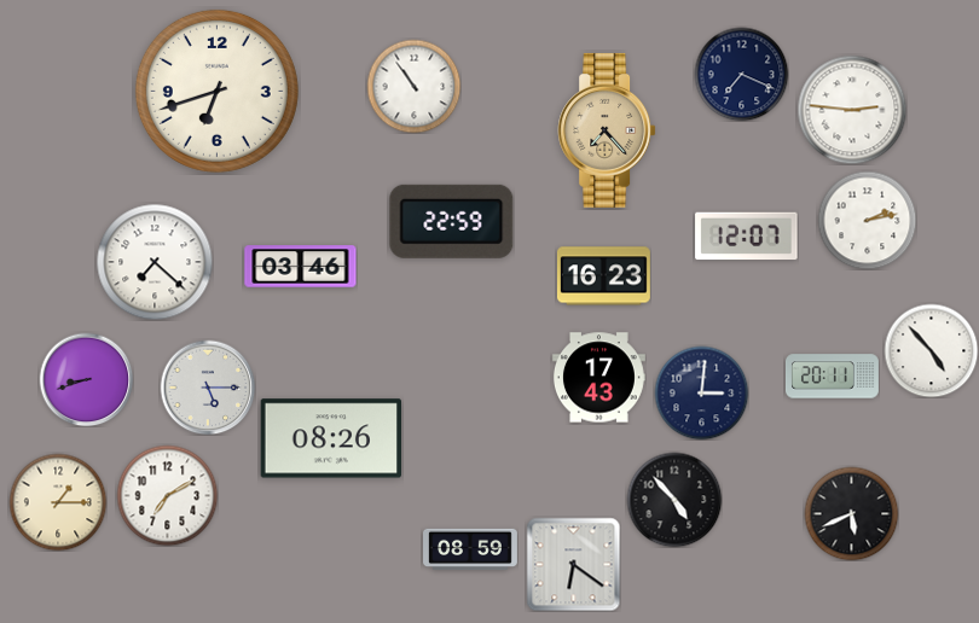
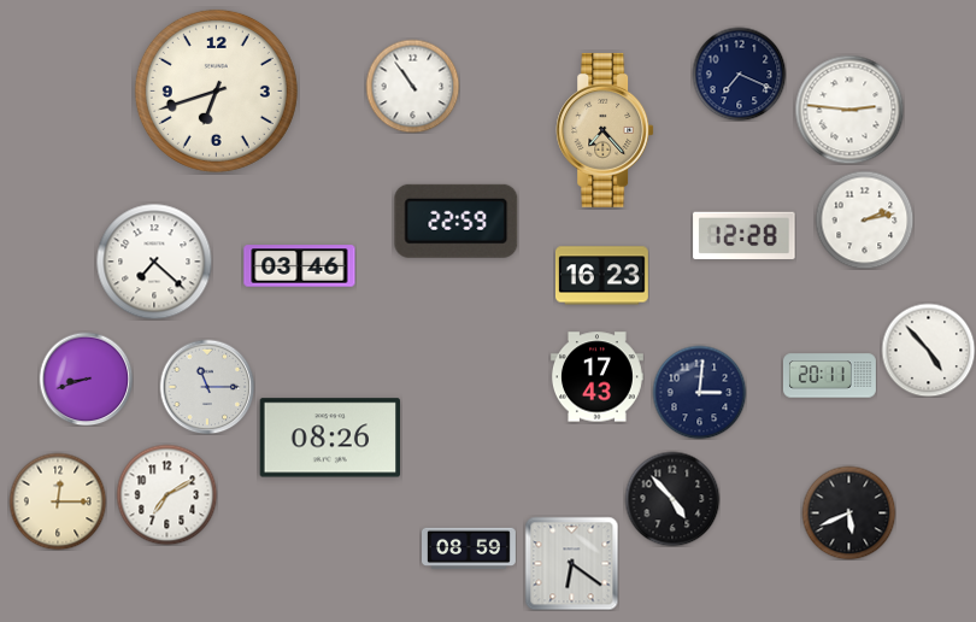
clock at (452, 221) position: (452, 221) -> (457, 221)
clock at (747, 237): 12:07 -> 12:28
clock at (208, 388): 5:15 -> 11:15
clock at (58, 502): 1:15 -> 12:15
